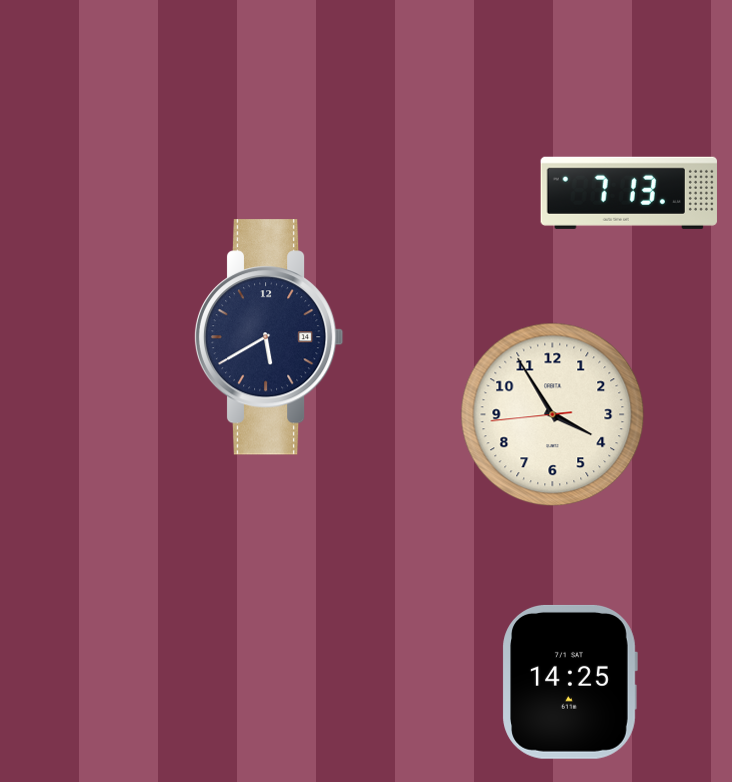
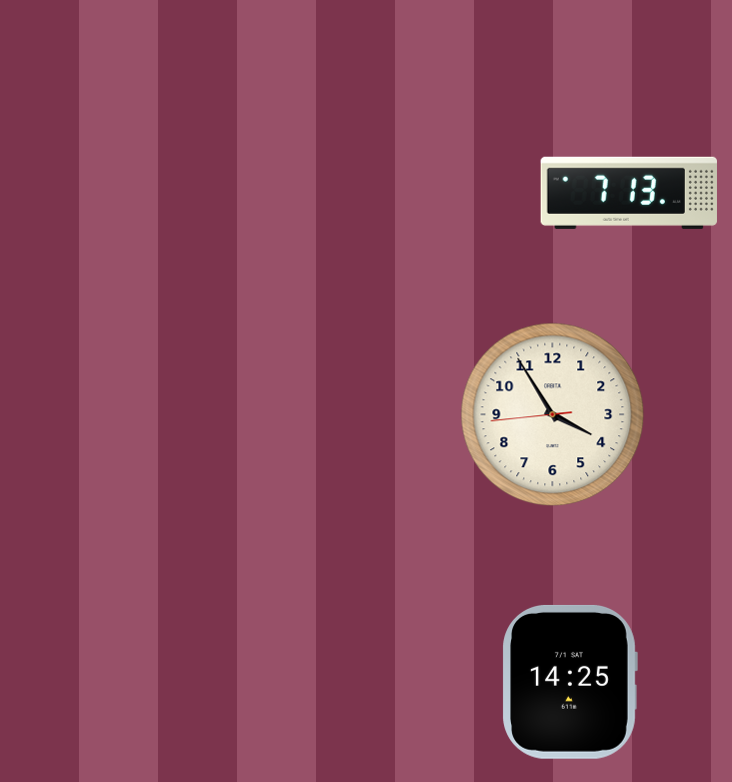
clock at (269, 337): 5:40 -> none
